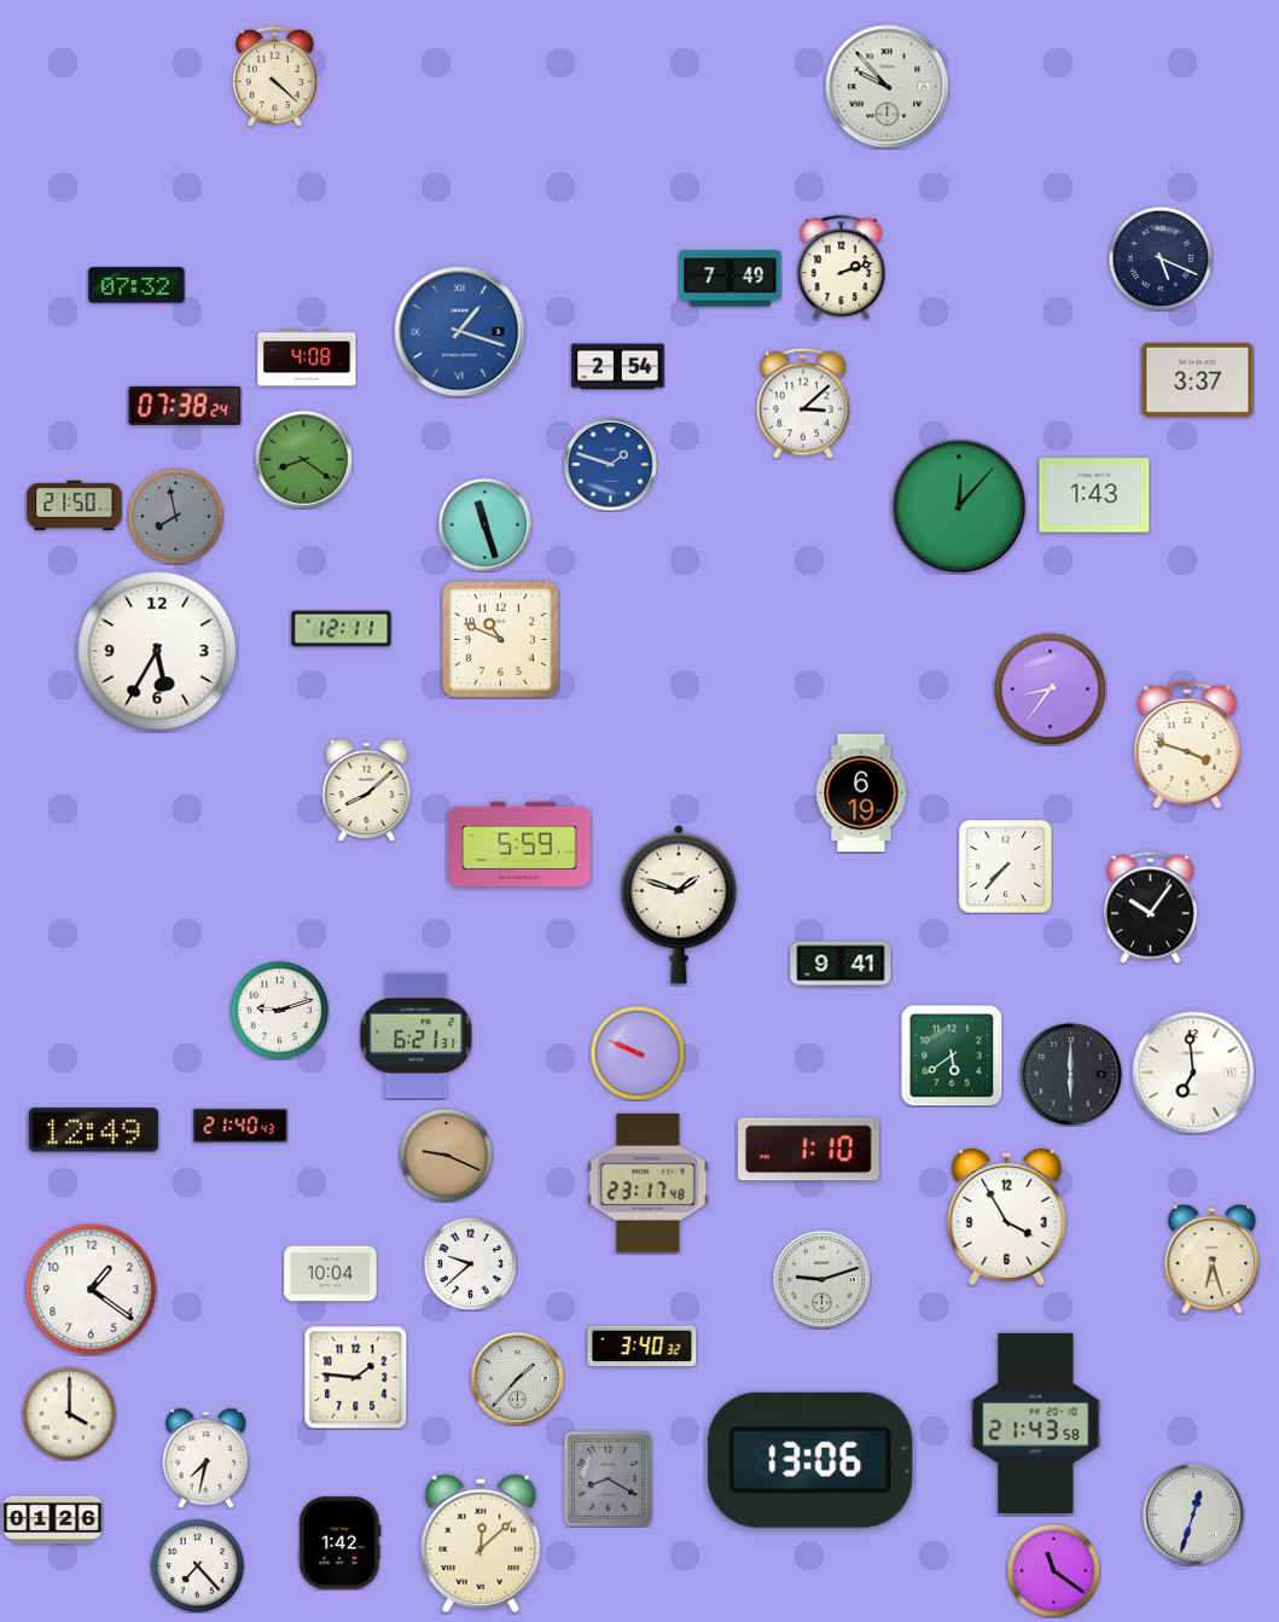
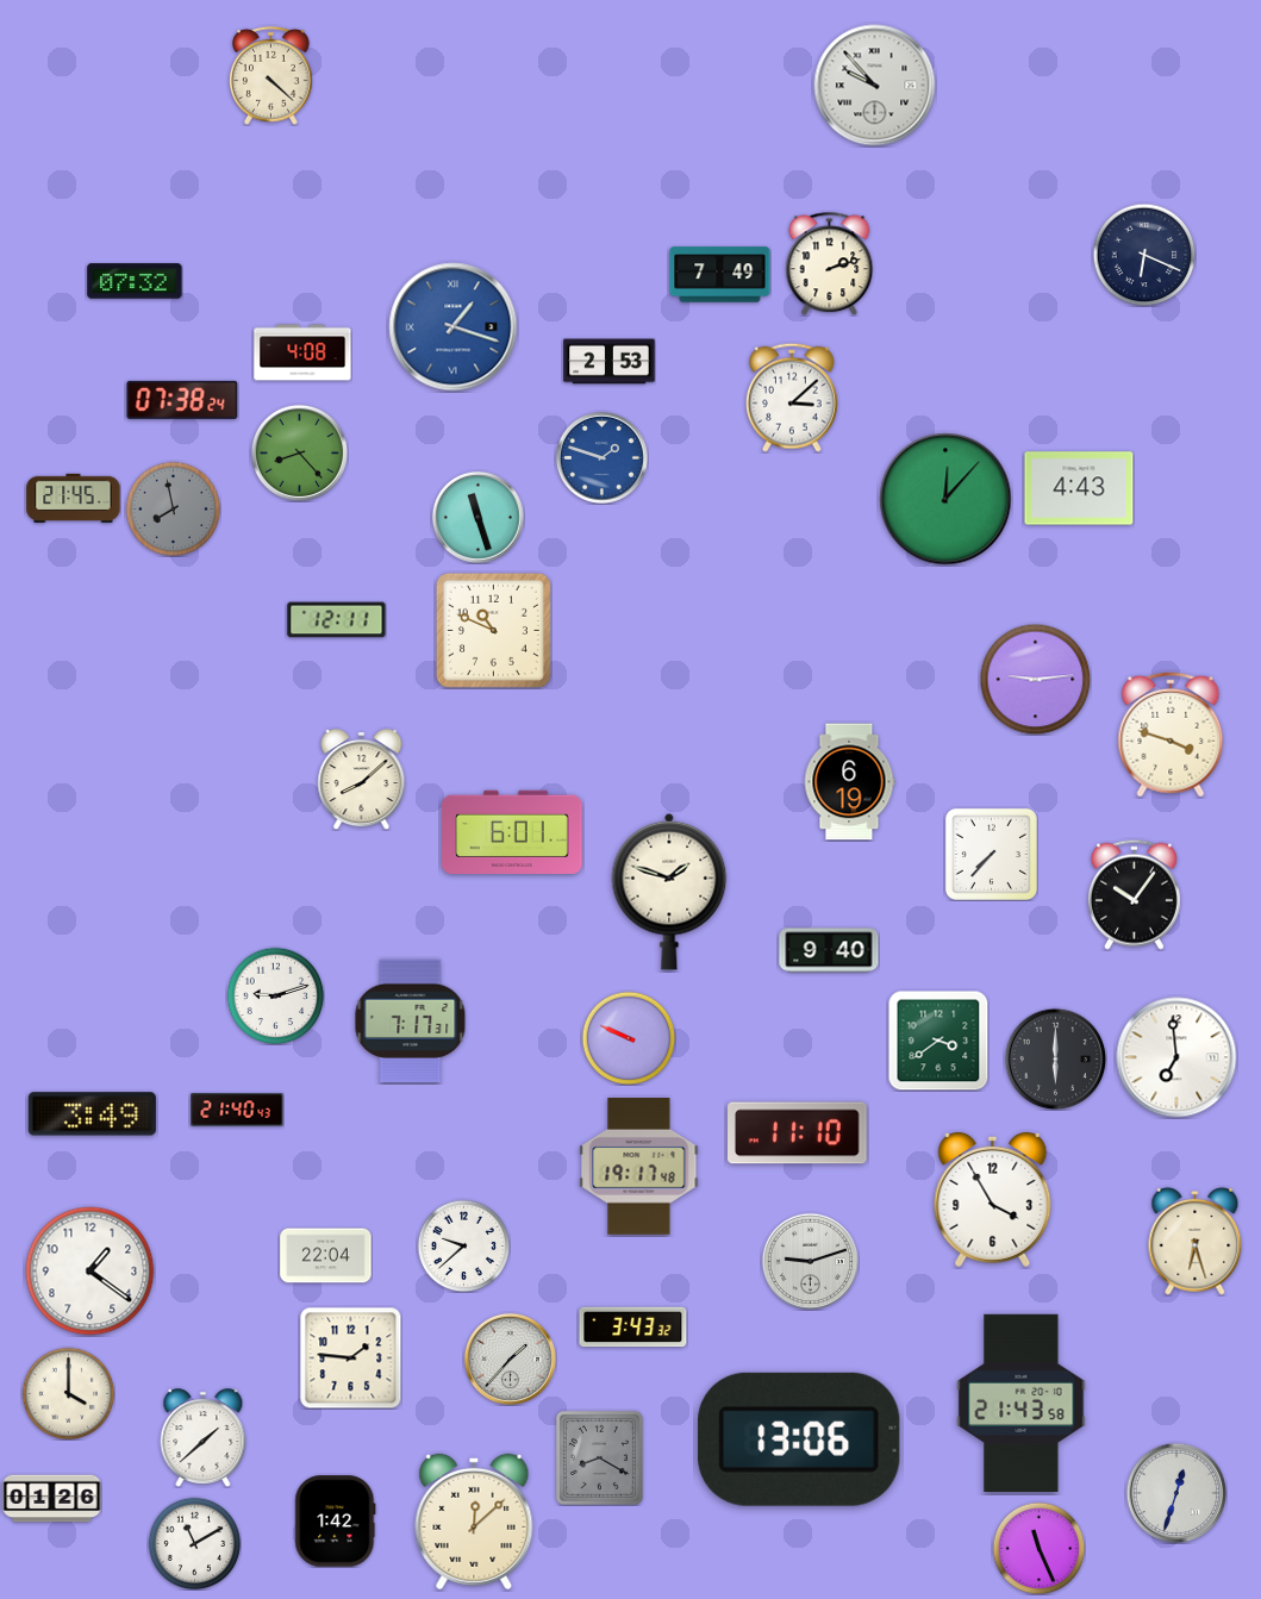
clock at (1161, 258): 5:19 -> 6:19
clock at (618, 367): 2:54 -> 2:53
clock at (1198, 379): 3:37 -> none
clock at (303, 459): 8:21 -> 8:23
clock at (1094, 495): 1:43 -> 4:43
clock at (75, 505): 21:50 -> 21:45
clock at (157, 651): 5:35 -> none
clock at (1050, 688): 8:36 -> 9:14
clock at (519, 843): 5:59 -> 6:01
clock at (841, 964): 9:41 -> 9:40
clock at (417, 1036): 6:21 -> 7:17
clock at (952, 1056): 5:39 -> 3:39
clock at (93, 1130): 12:49 -> 3:49
clock at (809, 1150): 1:10 -> 11:10
clock at (446, 1155): 9:19 -> none
clock at (649, 1182): 23:17 -> 19:17
clock at (331, 1274): 10:04 -> 22:04
clock at (643, 1347): 3:40 -> 3:43
clock at (207, 1458): 7:32 -> 1:38
clock at (197, 1565): 7:23 -> 11:10
clock at (1053, 1570): 11:21 -> 11:26
